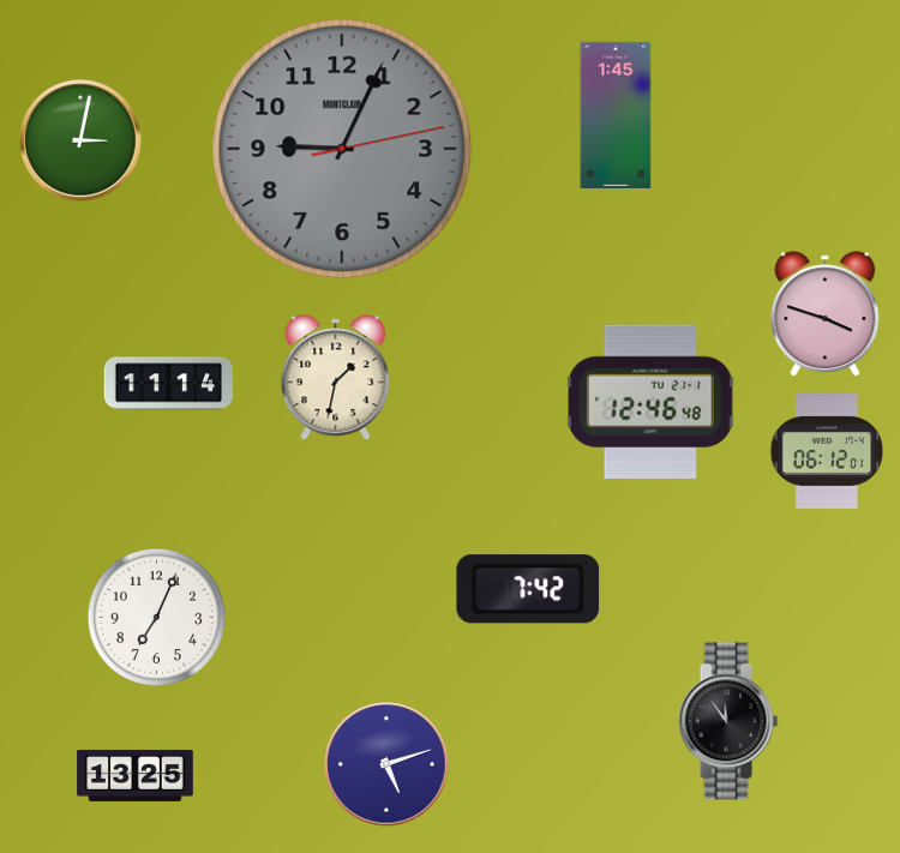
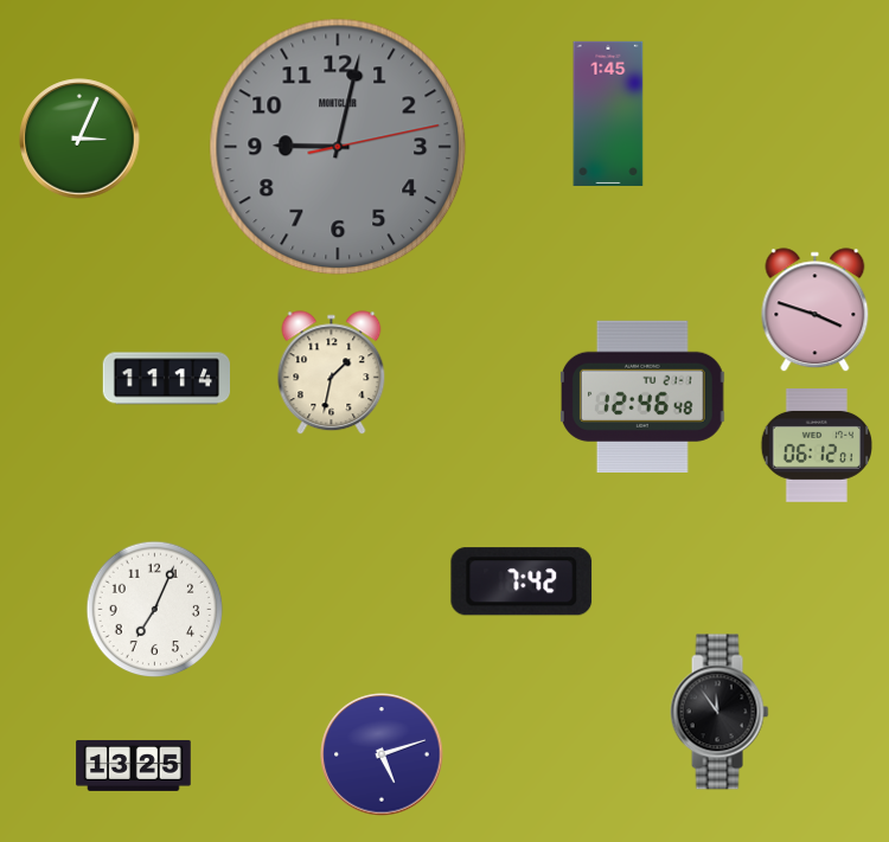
clock at (80, 140): 3:02 -> 3:04
clock at (342, 149): 9:04 -> 9:02
